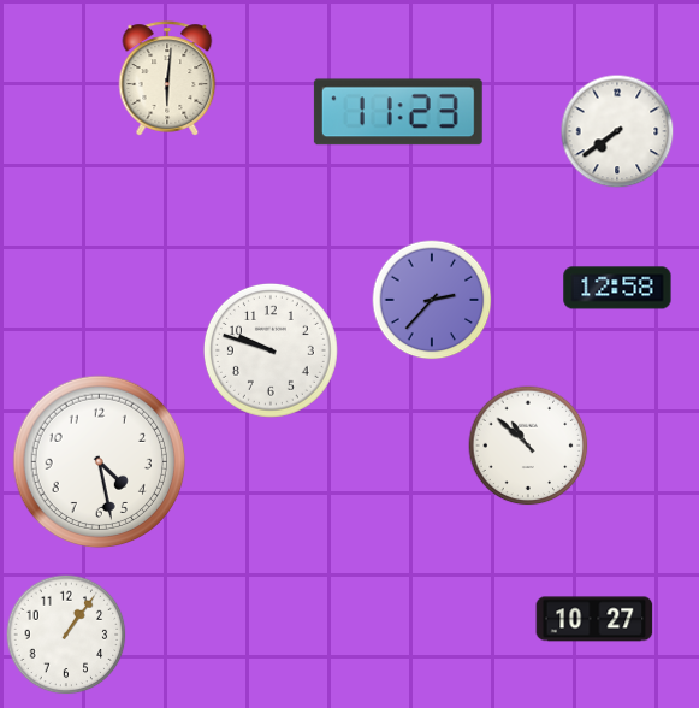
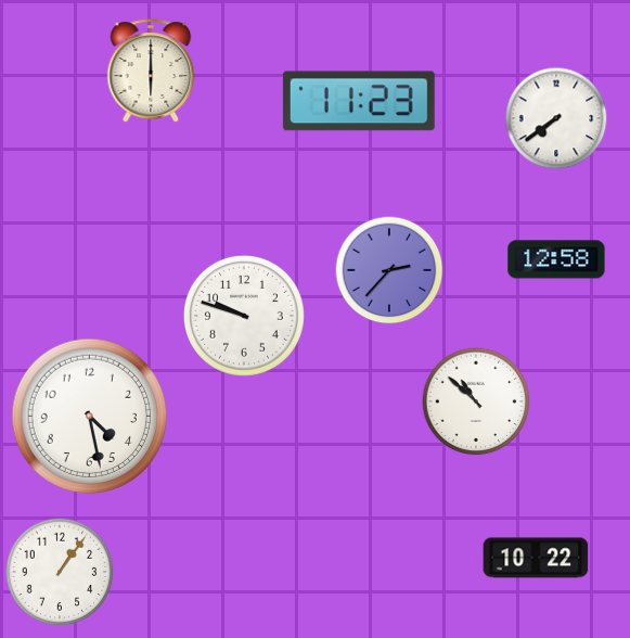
clock at (167, 78): 6:01 -> 6:00
clock at (594, 619): 10:27 -> 10:22
